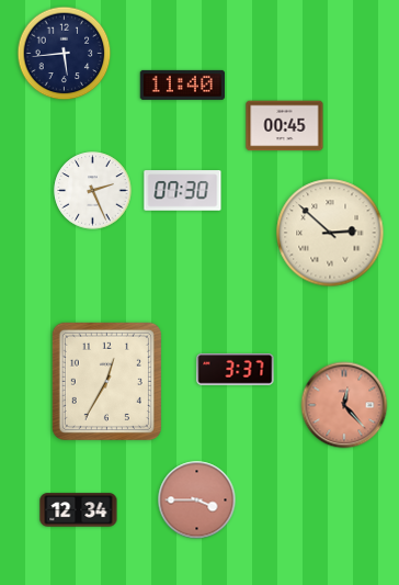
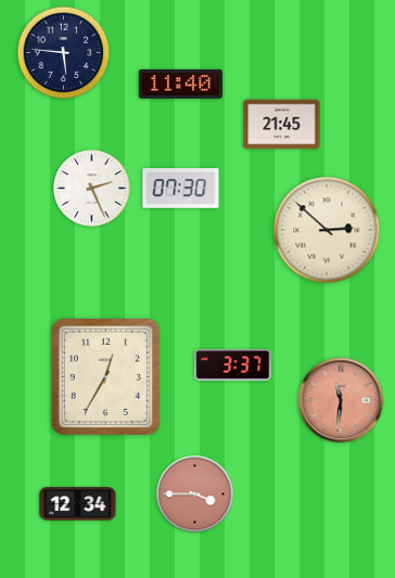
clock at (65, 54): 5:44 -> 5:46
clock at (285, 126): 00:45 -> 21:45
clock at (344, 405): 12:23 -> 11:31
